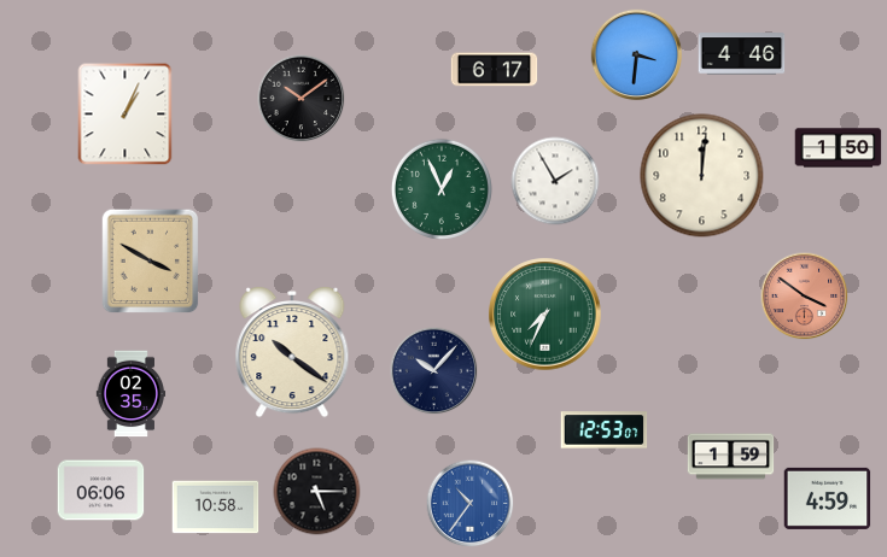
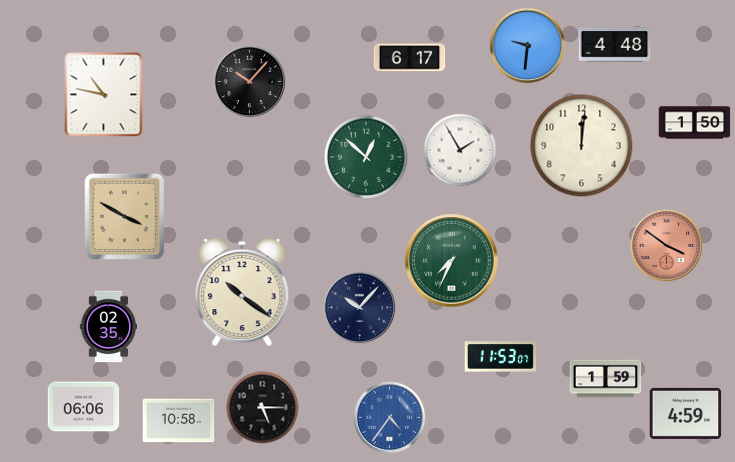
clock at (742, 54): 4:46 -> 4:48
clock at (637, 55): 3:31 -> 9:31
clock at (302, 99): 10:09 -> 10:07
clock at (126, 115): 1:04 -> 10:47
clock at (442, 189): 12:56 -> 12:52
clock at (605, 430): 12:53 -> 11:53
clock at (471, 504): 10:36 -> 4:36
